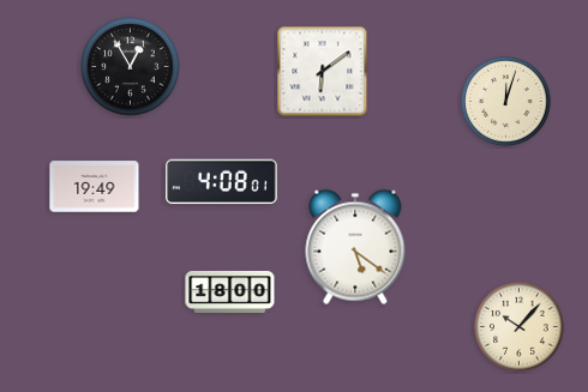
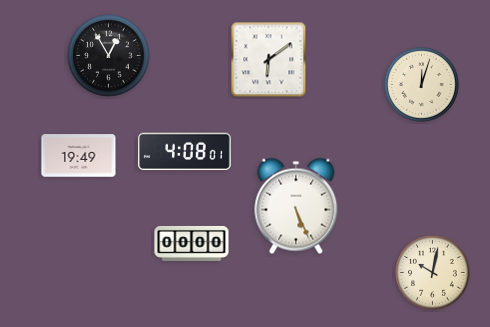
clock at (355, 247): 5:21 -> 5:26
clock at (230, 291): 18:00 -> 00:00
clock at (520, 327): 10:07 -> 10:02
